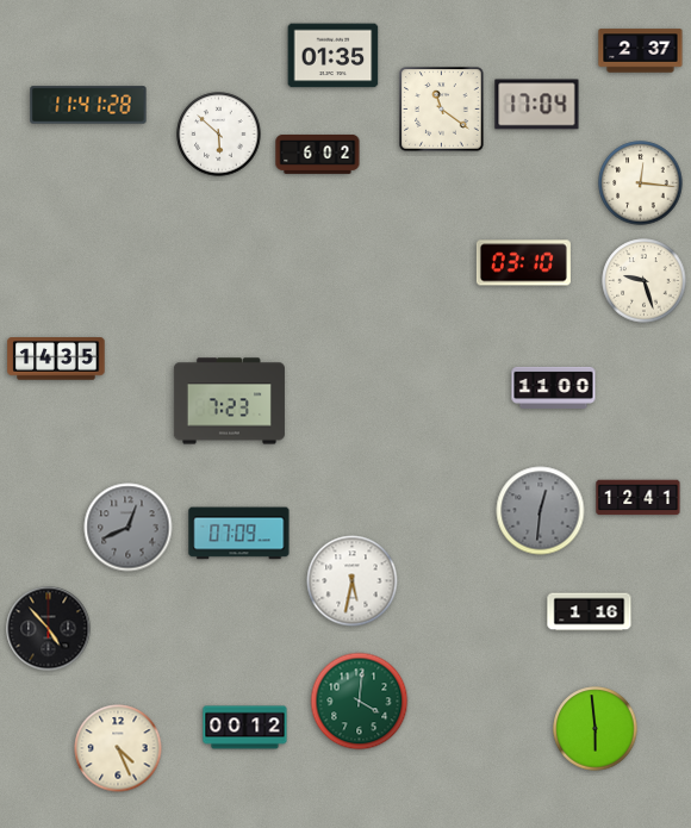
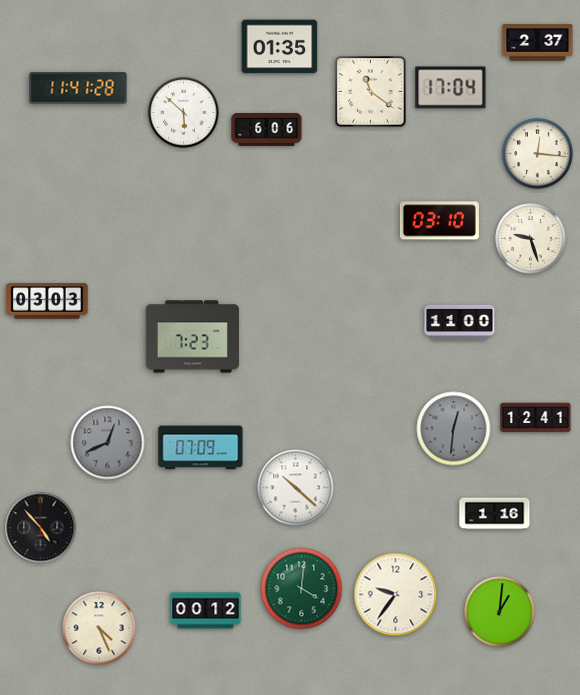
clock at (88, 105) position: (88, 105) -> (78, 88)
clock at (318, 154): 6:02 -> 6:06
clock at (645, 281) position: (645, 281) -> (531, 239)
clock at (56, 359): 14:35 -> 03:03
clock at (554, 387) position: (554, 387) -> (460, 322)
clock at (353, 581): 5:32 -> 10:22
clock at (396, 595): none -> 9:36
clock at (596, 729): 5:59 -> 1:01
